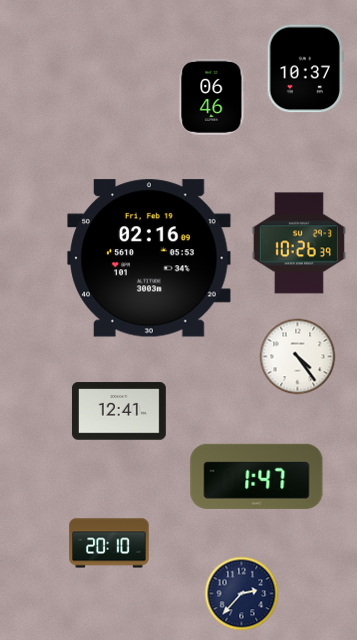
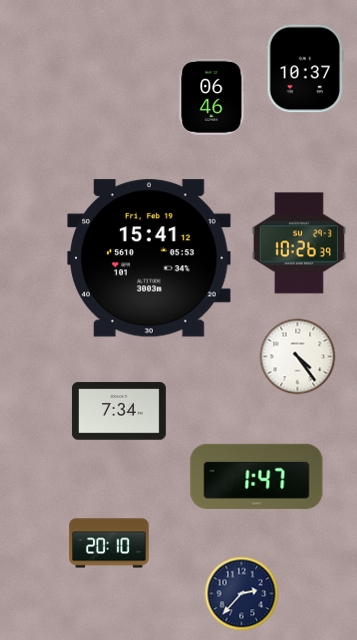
clock at (149, 258): 02:16 -> 15:41
clock at (119, 411): 12:41 -> 7:34
